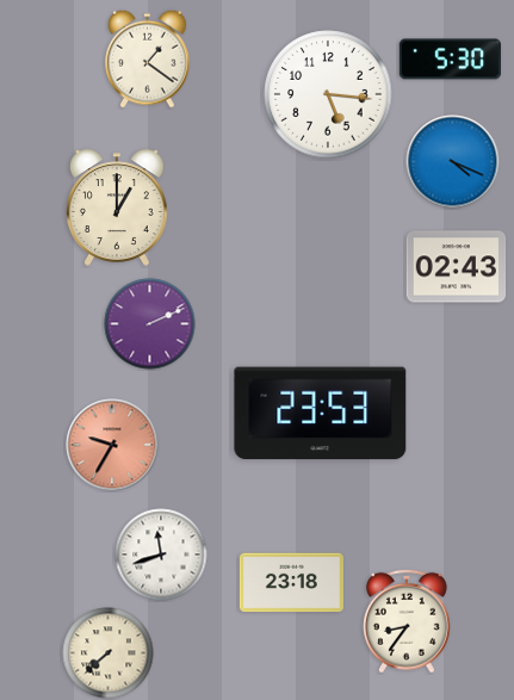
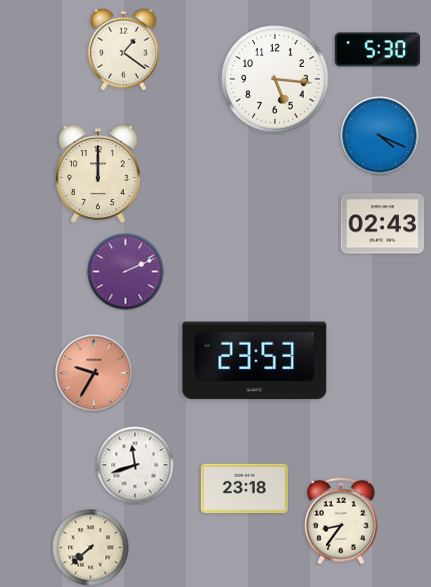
clock at (118, 207): 1:00 -> 12:00
clock at (321, 414) position: (321, 414) -> (255, 361)
